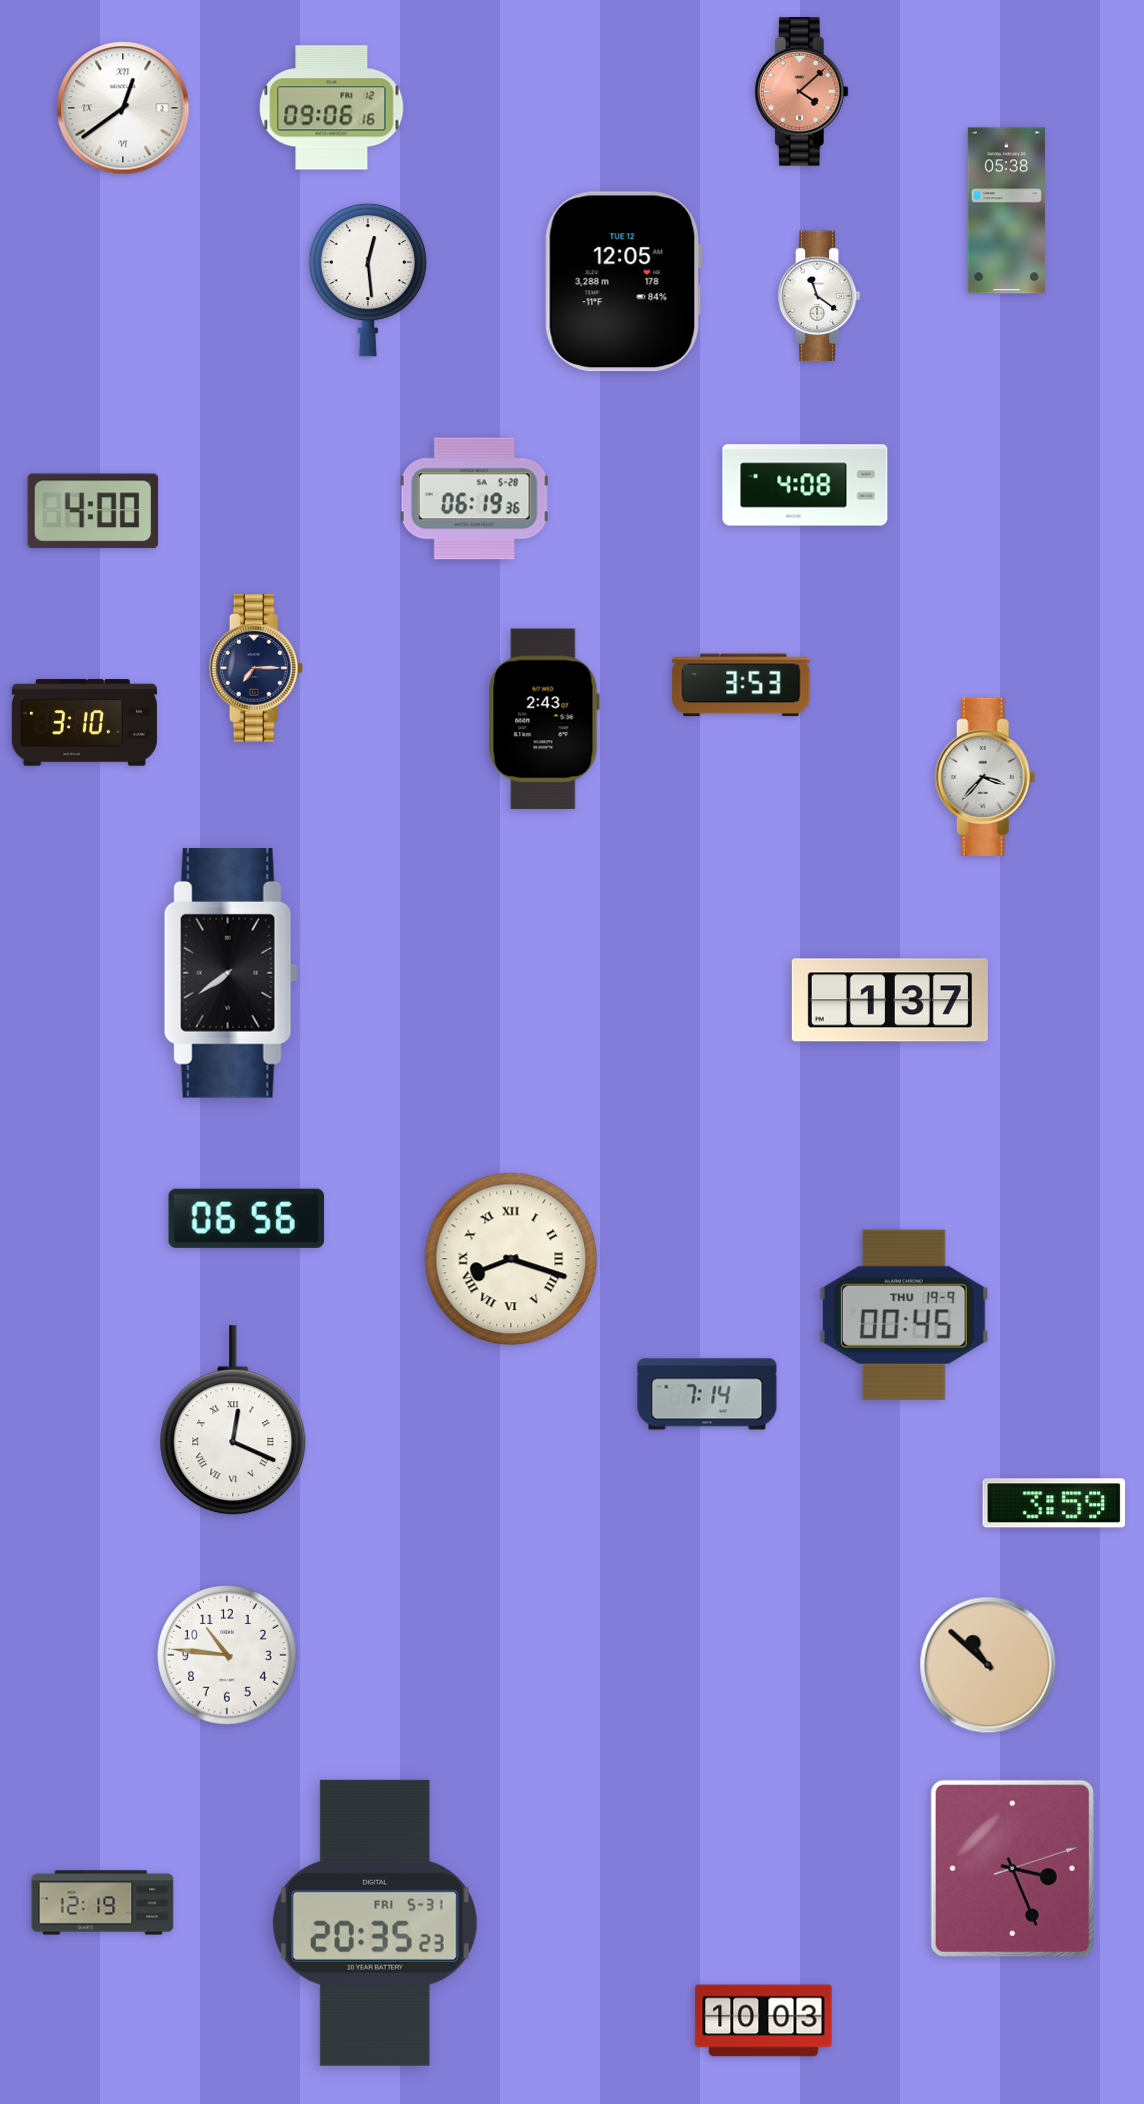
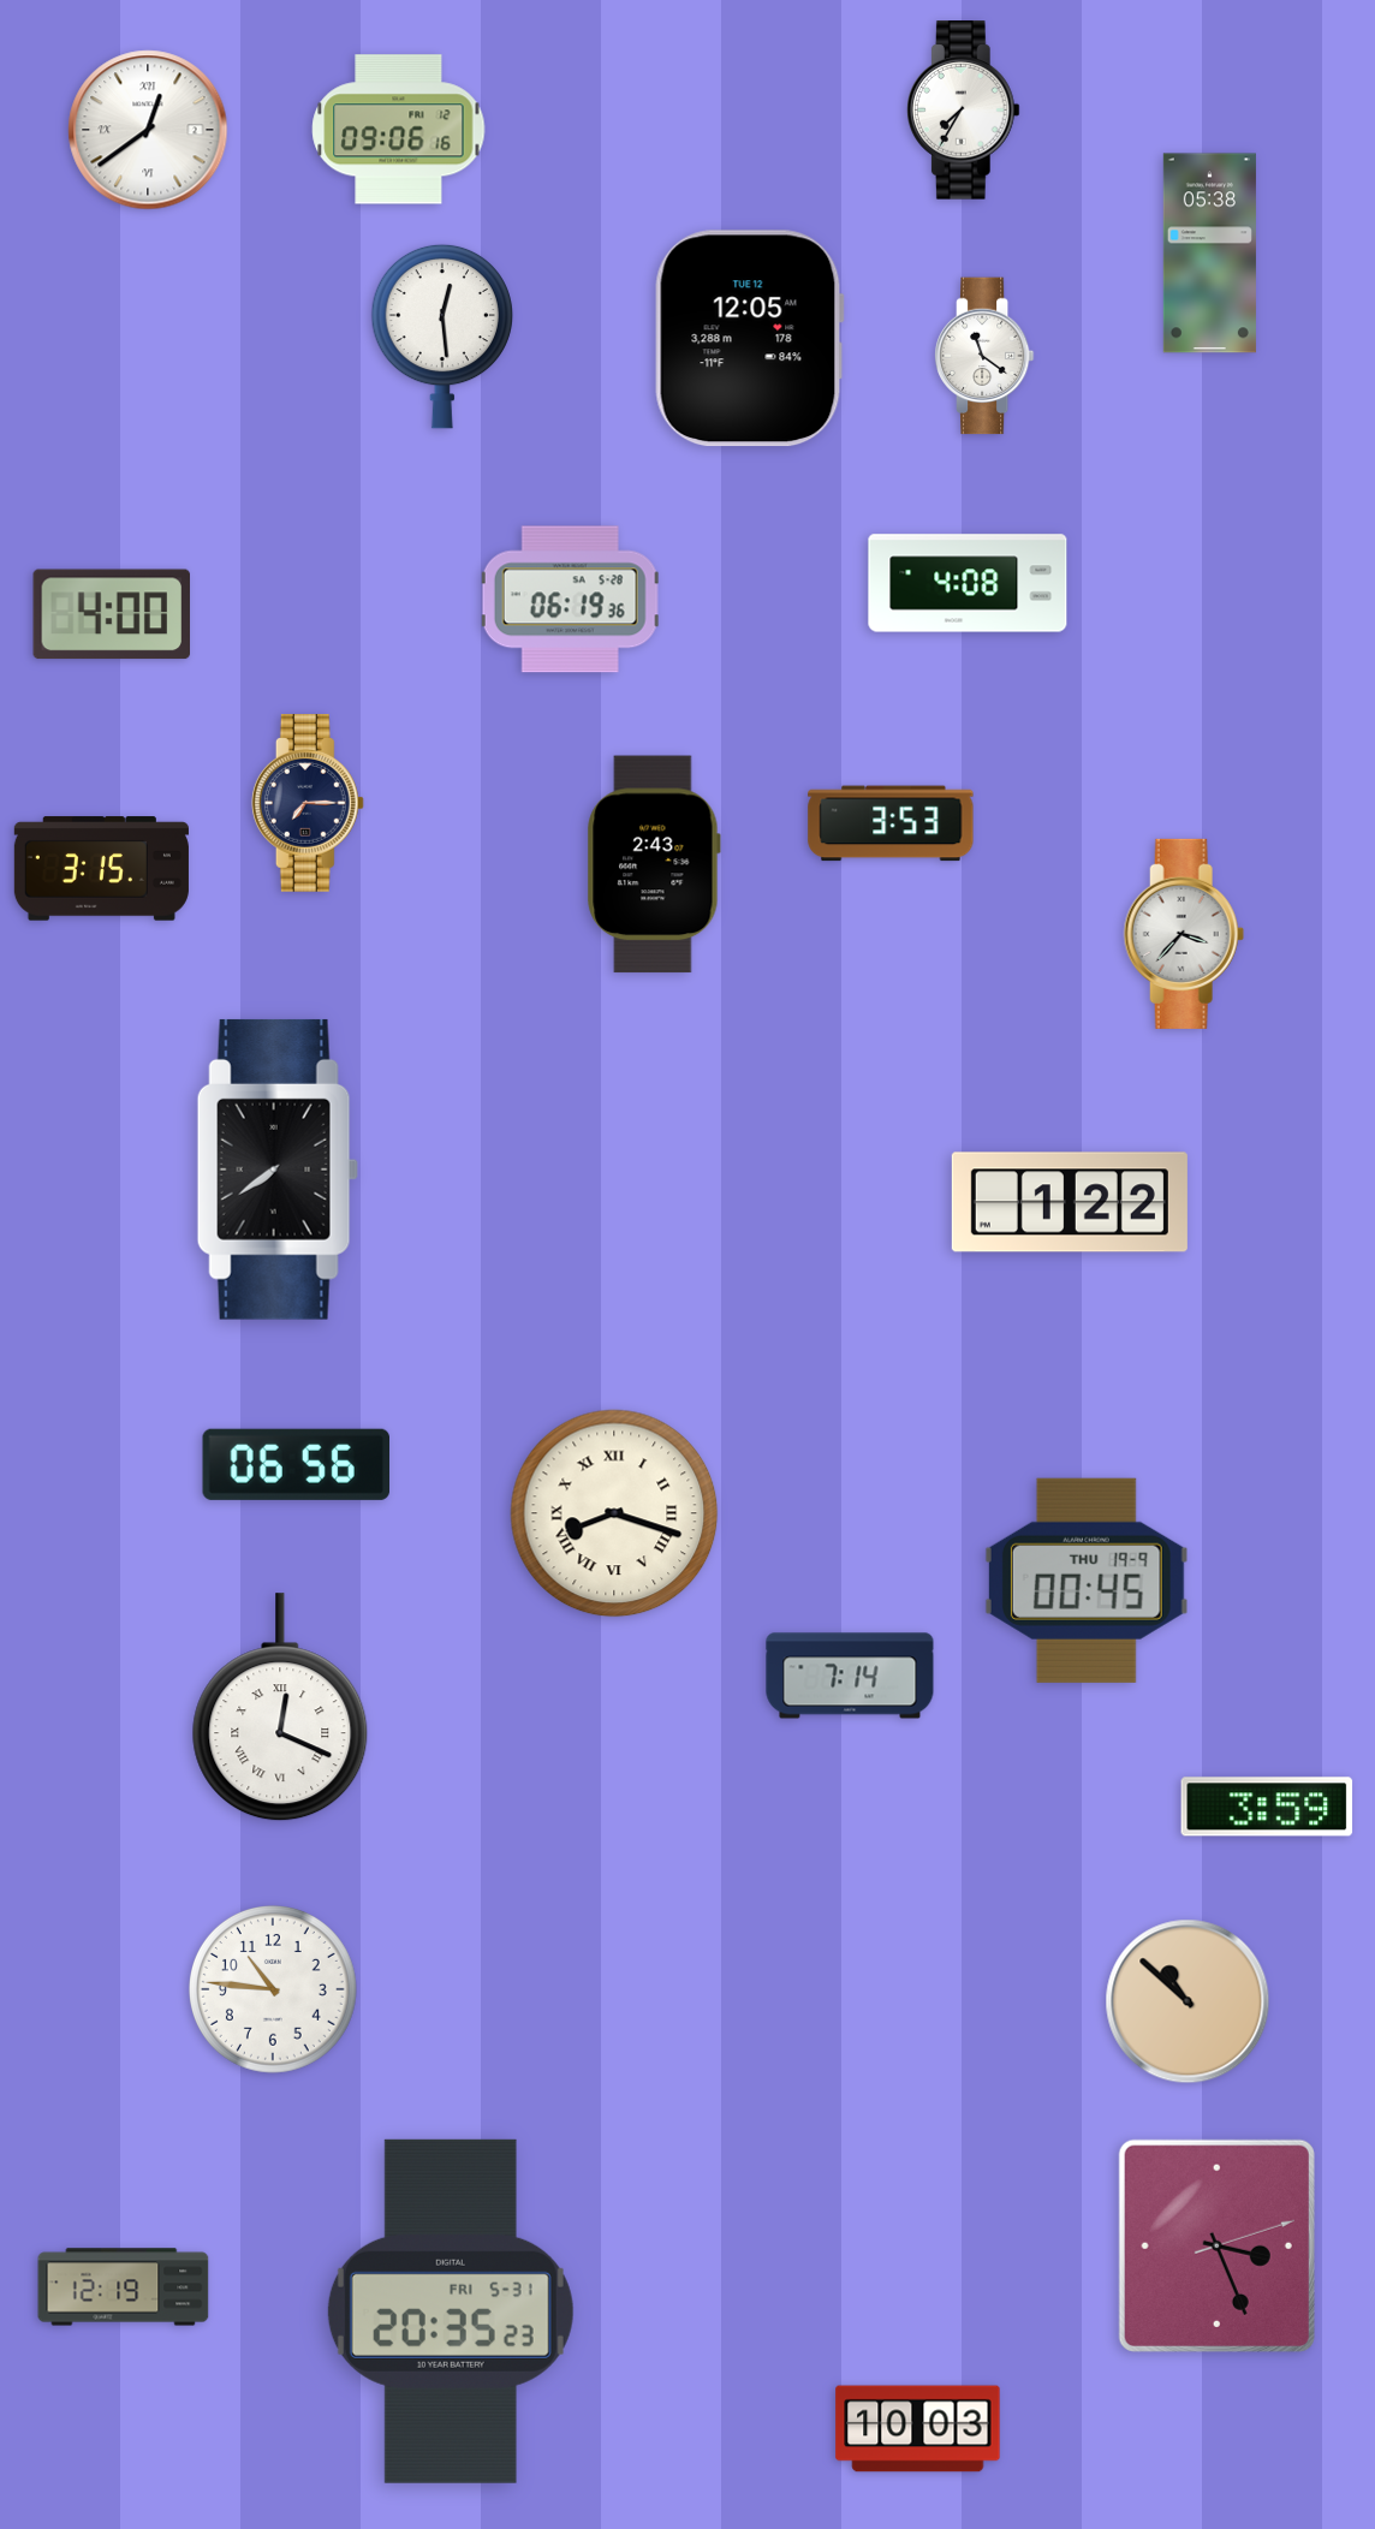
clock at (801, 92): 4:08 -> 7:35
clock at (801, 92) dial: salmon -> white
clock at (84, 723): 3:10 -> 3:15
clock at (890, 1000): 1:37 -> 1:22
